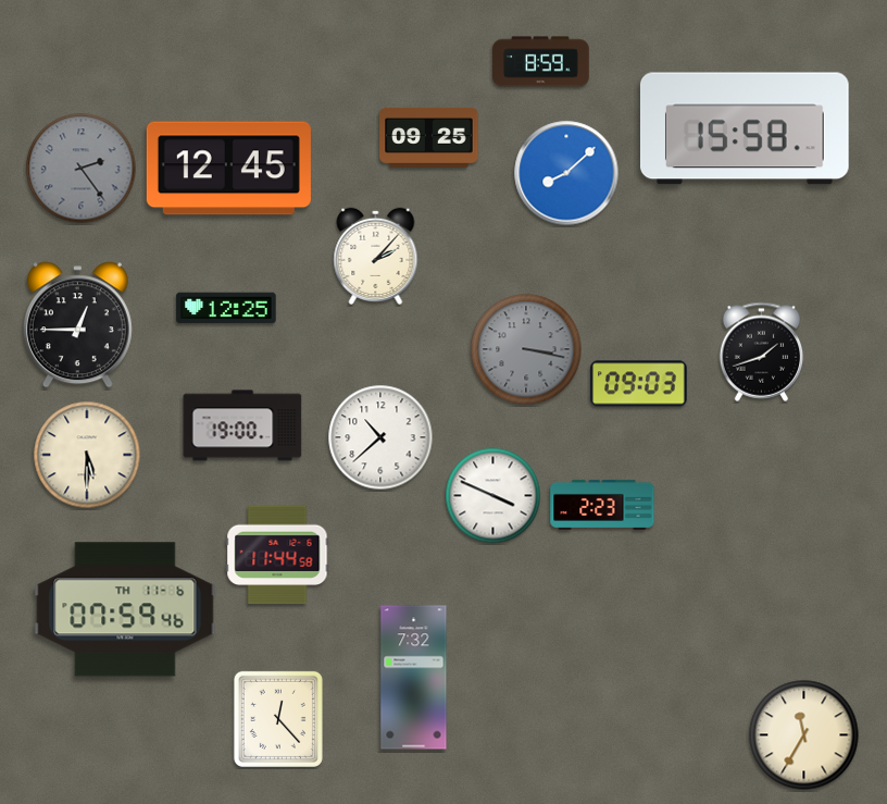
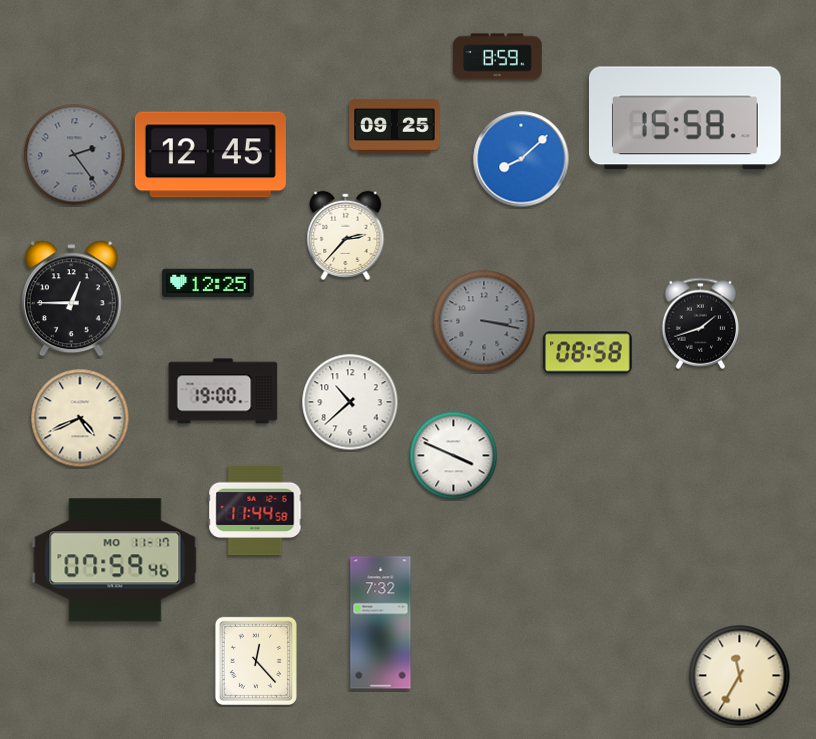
clock at (376, 256): 2:07 -> 2:37
clock at (639, 384): 09:03 -> 08:58
clock at (87, 455): 5:30 -> 4:41
clock at (602, 505): 2:23 -> none
clock at (125, 609) date: TH 11-6 -> MO 11-17
